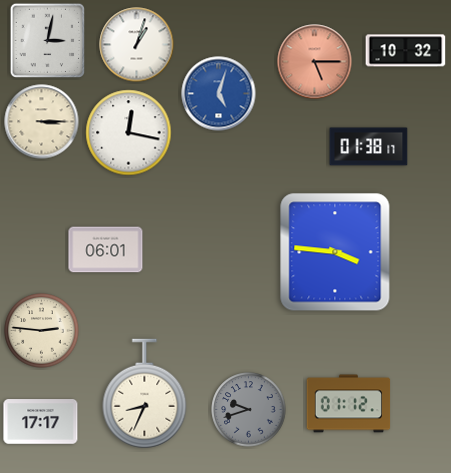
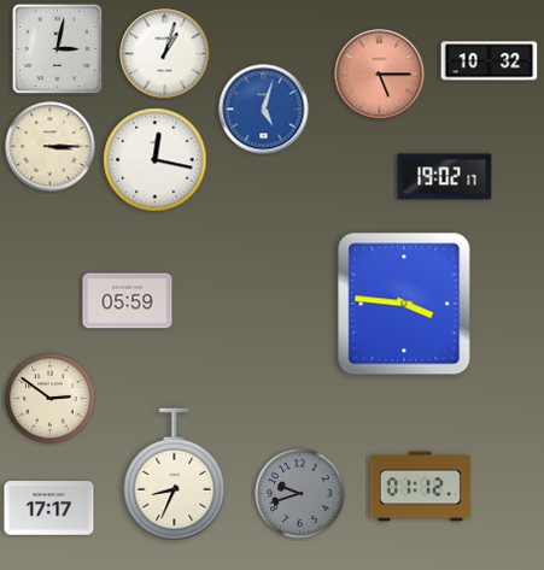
clock at (219, 94) position: (219, 94) -> (264, 110)
clock at (369, 147): 01:38 -> 19:02
clock at (106, 250): 06:01 -> 05:59
clock at (42, 331): 2:46 -> 2:51
